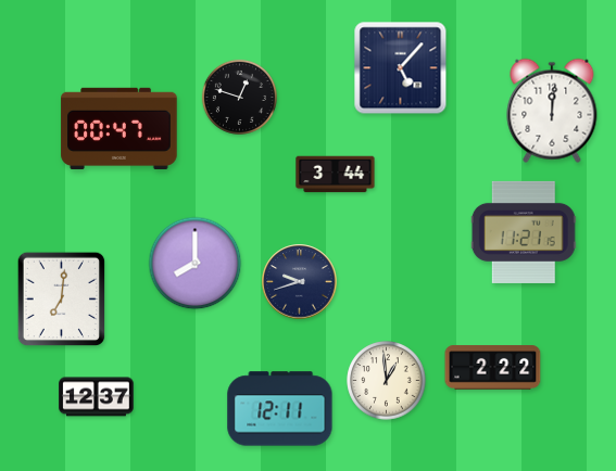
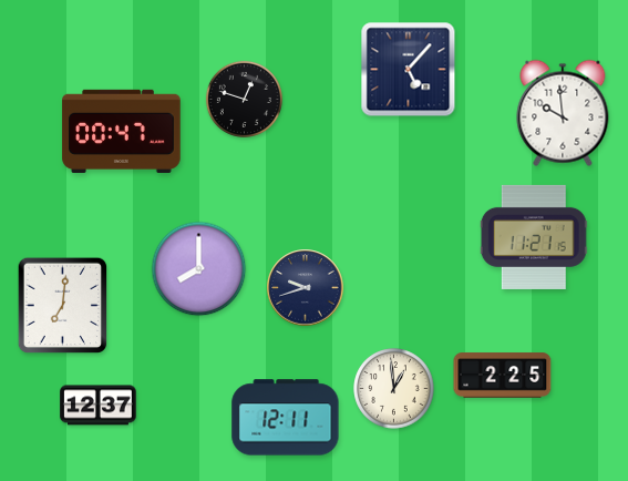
clock at (552, 111): 12:01 -> 9:59
clock at (336, 175): 3:44 -> none
clock at (493, 368): 2:22 -> 2:25
